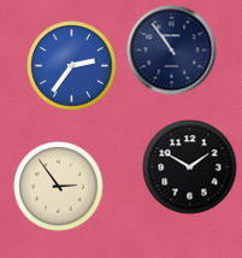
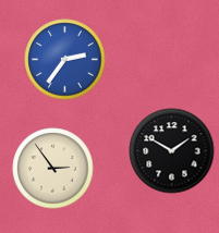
clock at (172, 51): 10:54 -> none
